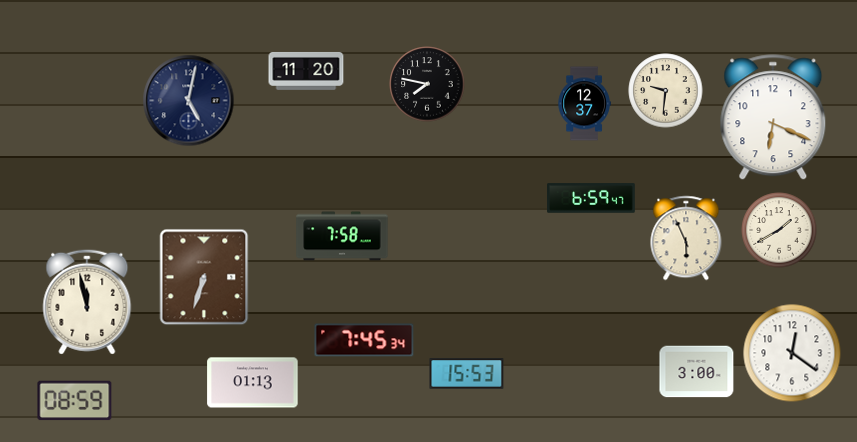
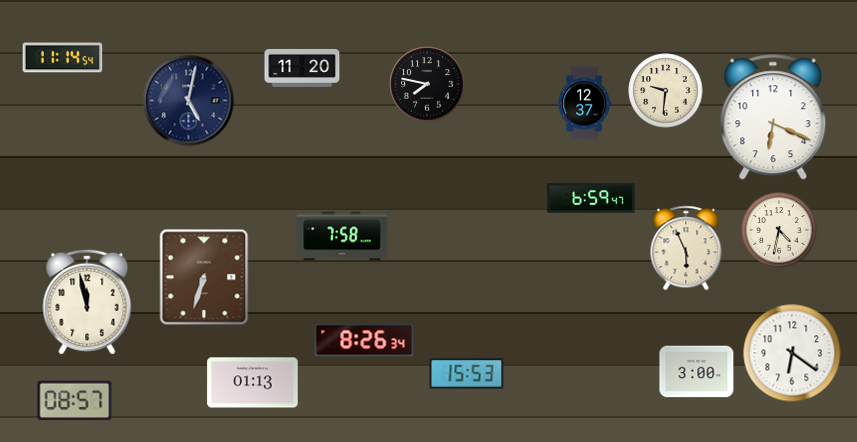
clock at (63, 58): none -> 11:14
clock at (306, 71) position: (306, 71) -> (302, 68)
clock at (779, 230): 1:40 -> 4:32
clock at (686, 238) position: (686, 238) -> (686, 248)
clock at (364, 340): 7:45 -> 8:26
clock at (792, 353): 12:21 -> 6:21
clock at (75, 401): 08:59 -> 08:57
